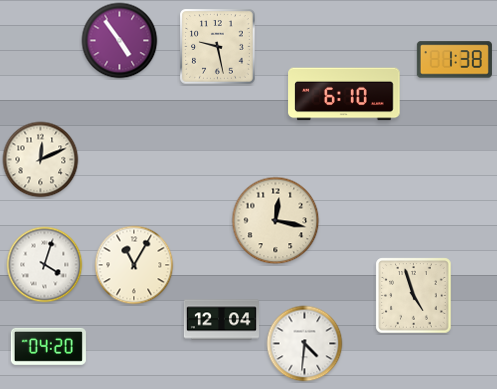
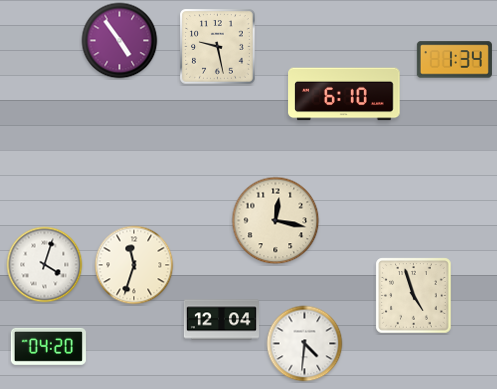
clock at (454, 60): 1:38 -> 1:34
clock at (41, 160): 12:11 -> none
clock at (134, 265): 11:05 -> 11:33
